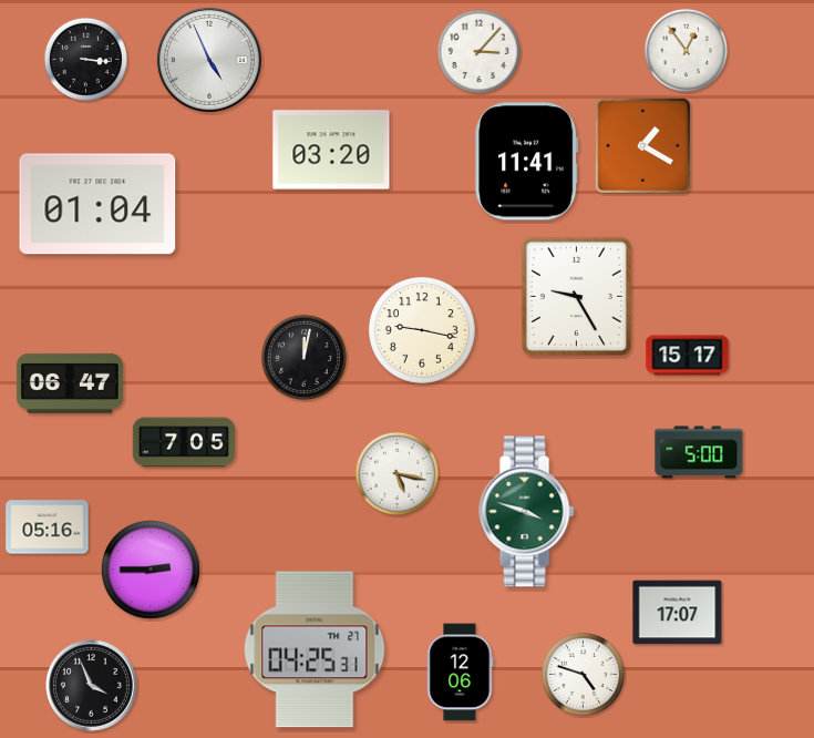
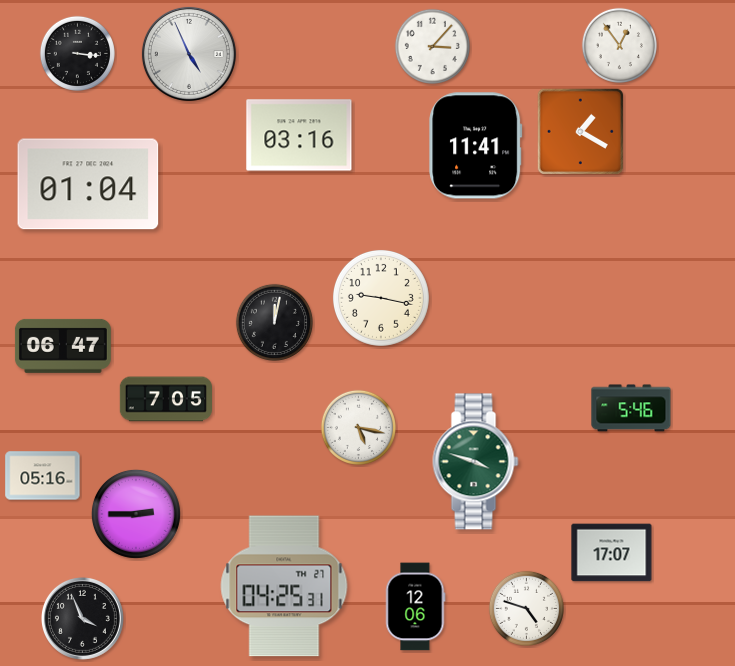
clock at (331, 150): 03:20 -> 03:16
clock at (576, 296): 9:25 -> none
clock at (688, 356): 15:17 -> none
clock at (699, 452): 5:00 -> 5:46
